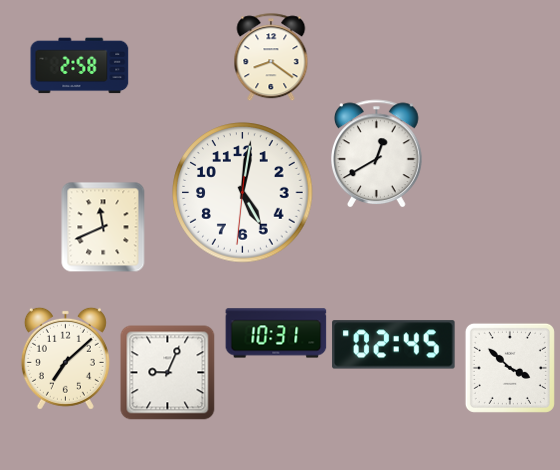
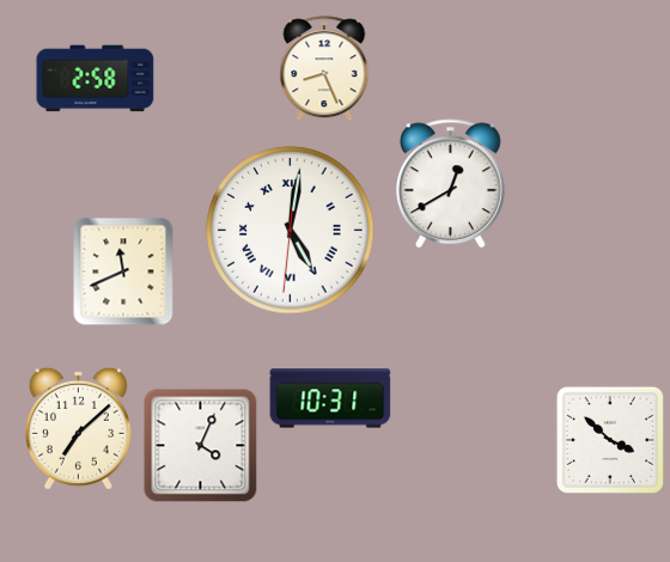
clock at (271, 57): 8:21 -> 8:26
clock at (243, 193) numerals: Arabic -> Roman
clock at (394, 345): 02:45 -> none
clock at (168, 373): 9:04 -> 4:04
